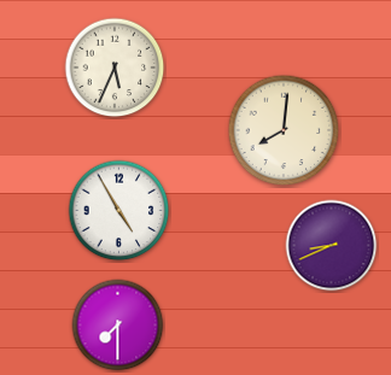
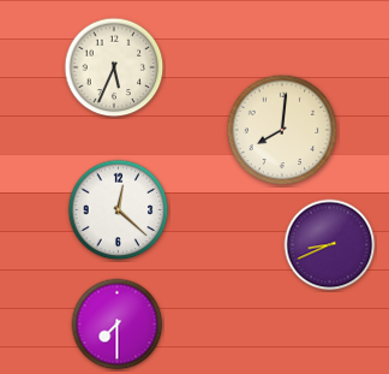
clock at (119, 211): 4:55 -> 12:22
